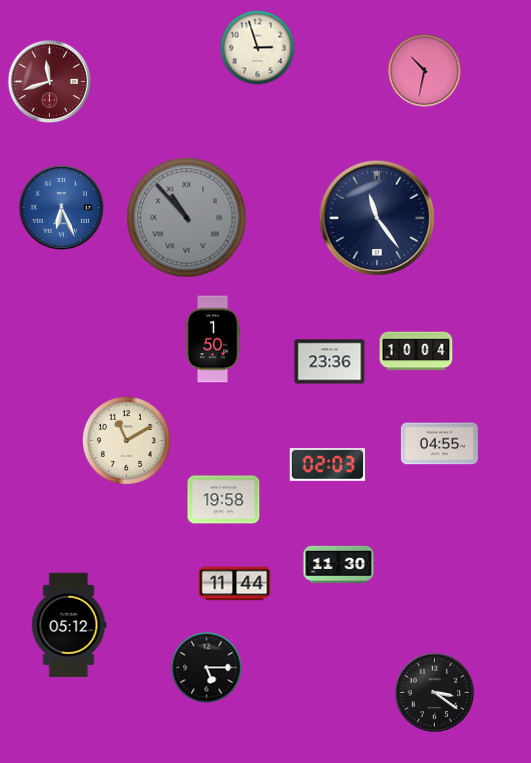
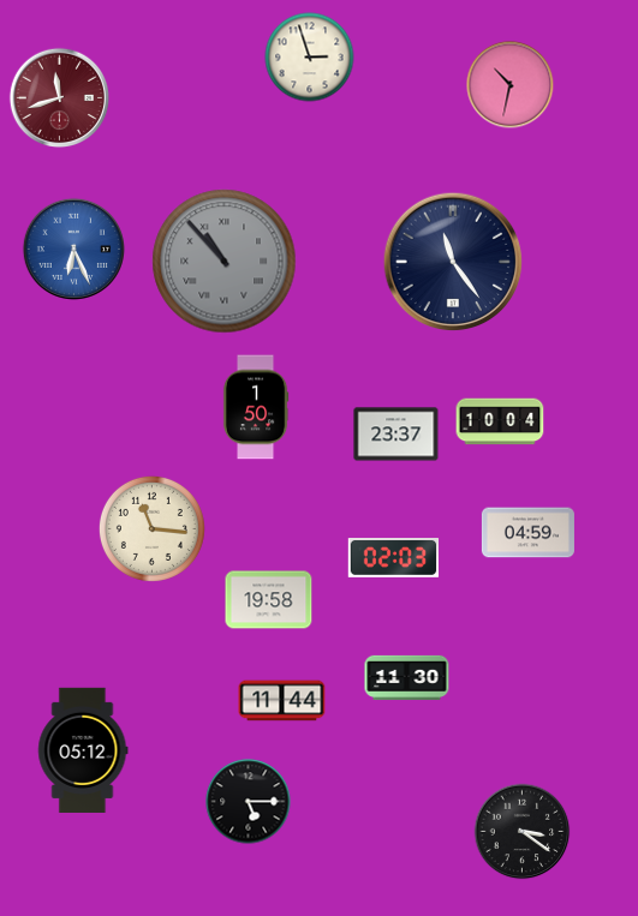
clock at (330, 362): 23:36 -> 23:37
clock at (126, 440): 11:10 -> 11:16
clock at (439, 444): 04:55 -> 04:59
